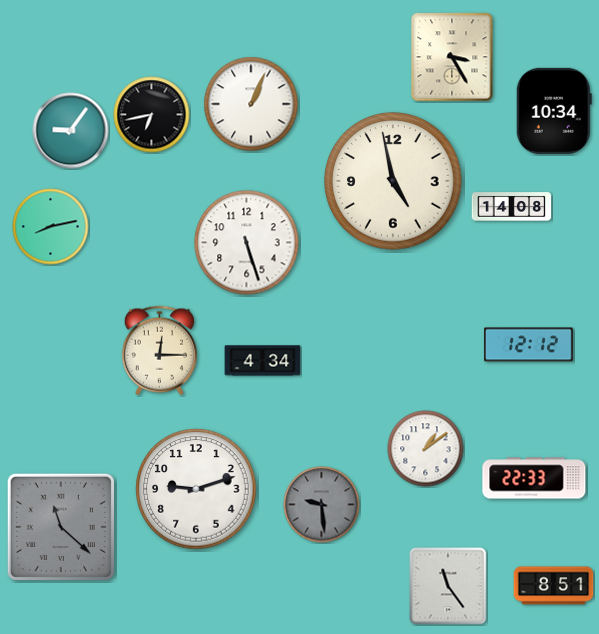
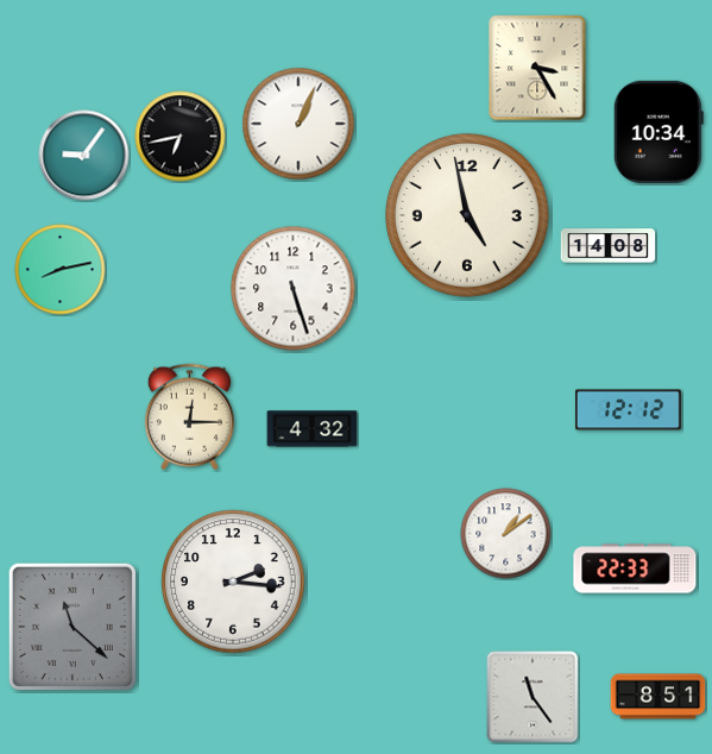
clock at (263, 361): 4:34 -> 4:32
clock at (196, 489): 9:12 -> 2:16
clock at (322, 505): 9:29 -> none
